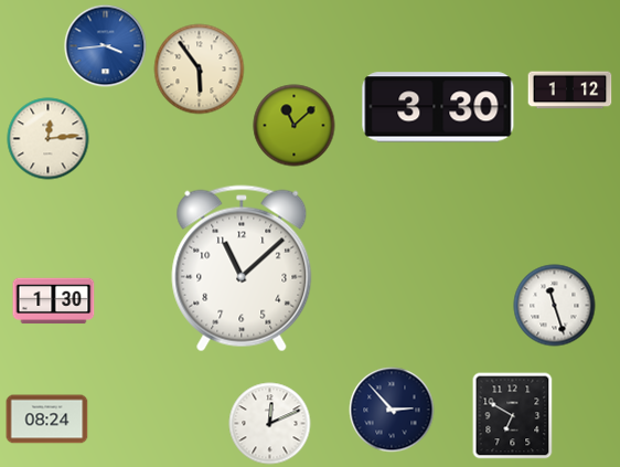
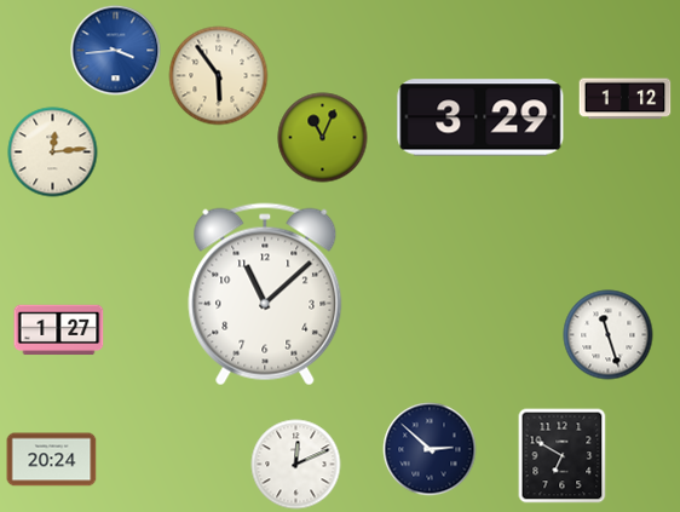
clock at (438, 107): 3:30 -> 3:29
clock at (295, 126): 11:08 -> 11:04
clock at (54, 301): 1:30 -> 1:27
clock at (392, 410): 2:53 -> 2:52
clock at (47, 420): 08:24 -> 20:24
